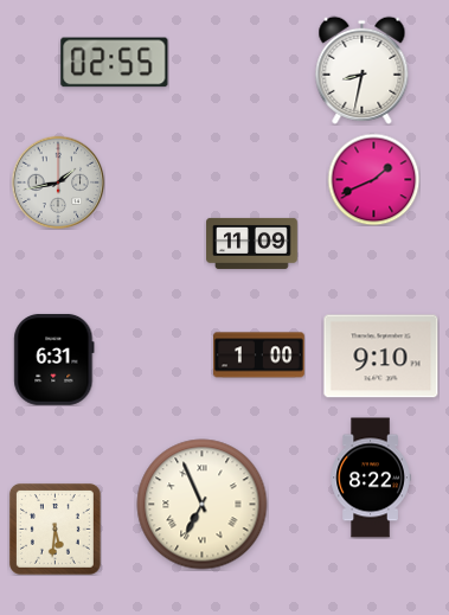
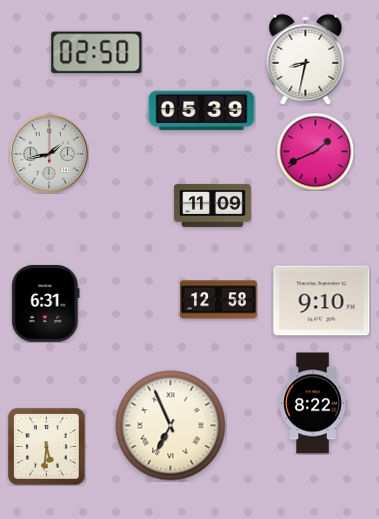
clock at (115, 63): 02:55 -> 02:50
clock at (202, 111): none -> 05:39
clock at (259, 355): 1:00 -> 12:58
